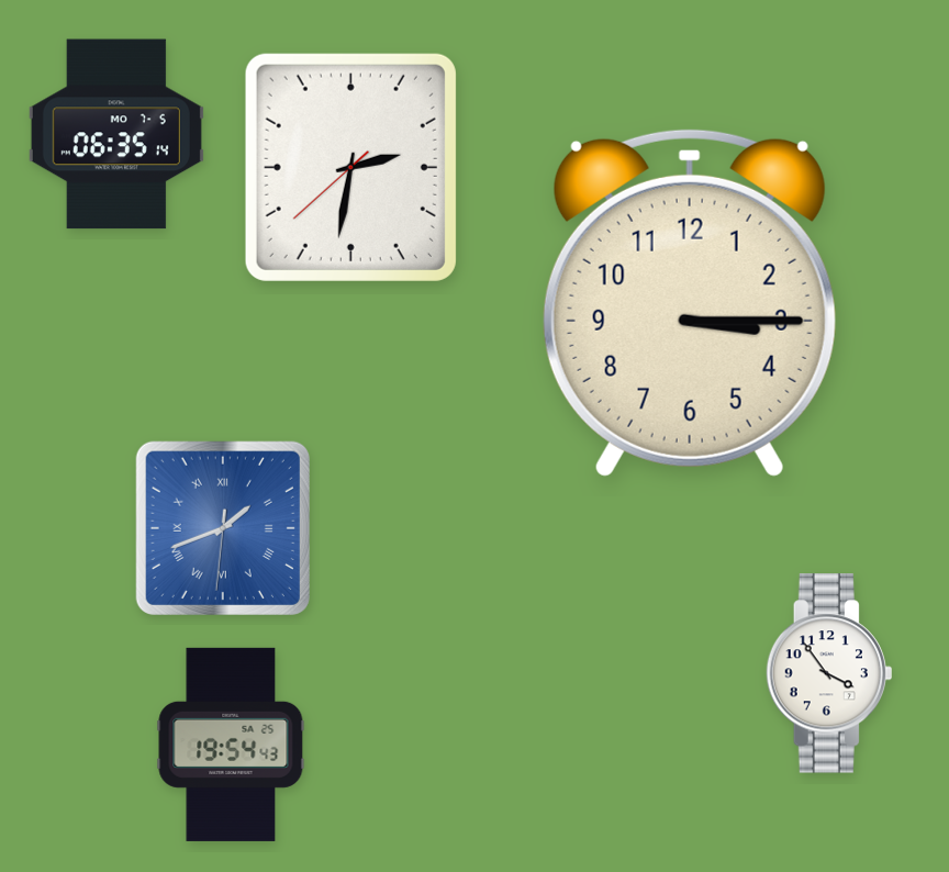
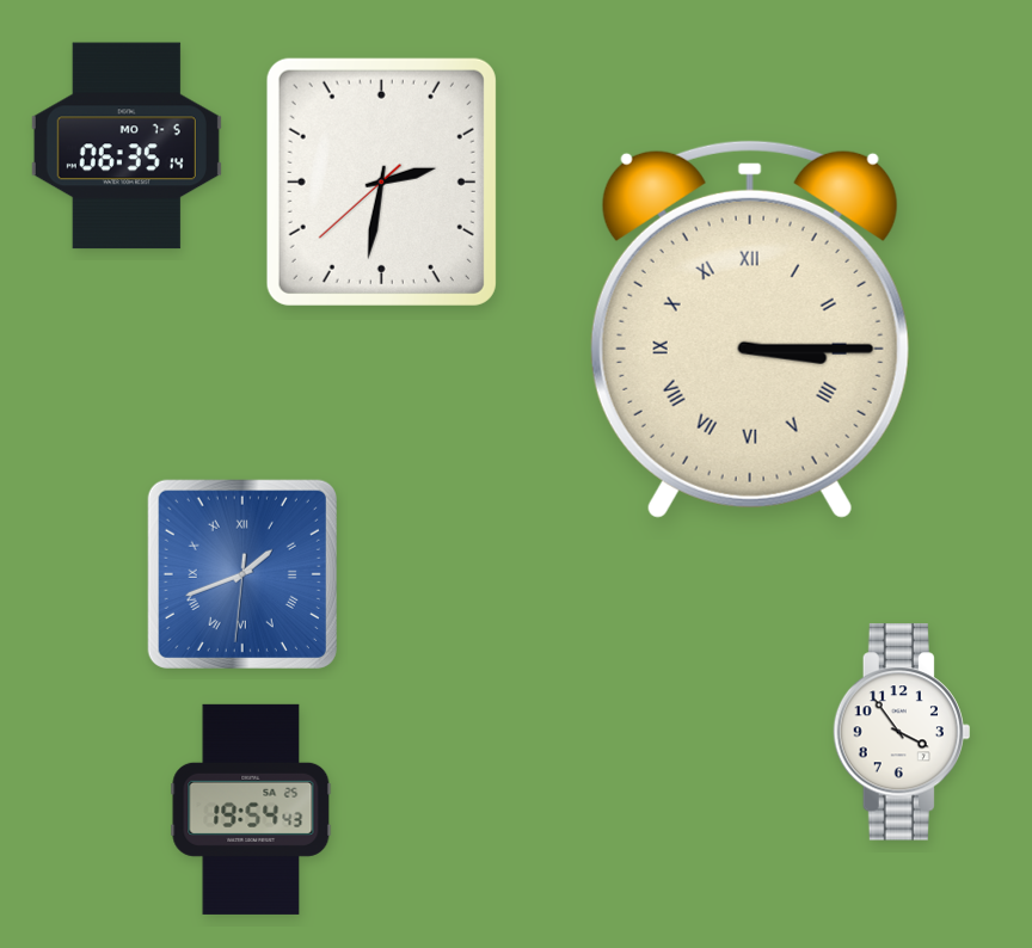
clock at (690, 303) numerals: Arabic -> Roman
